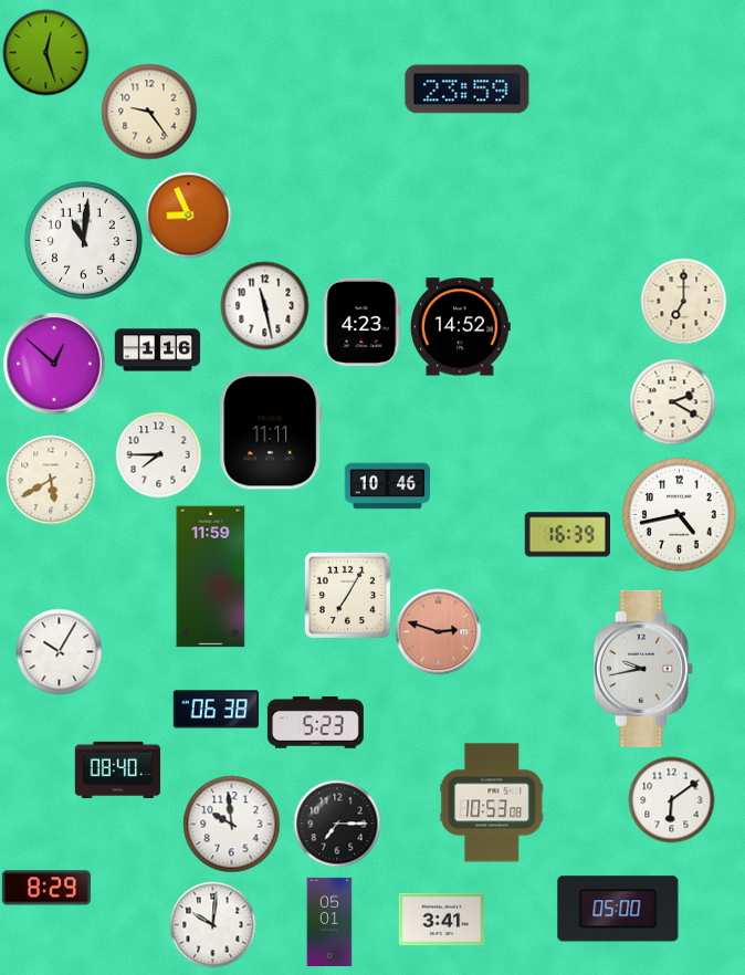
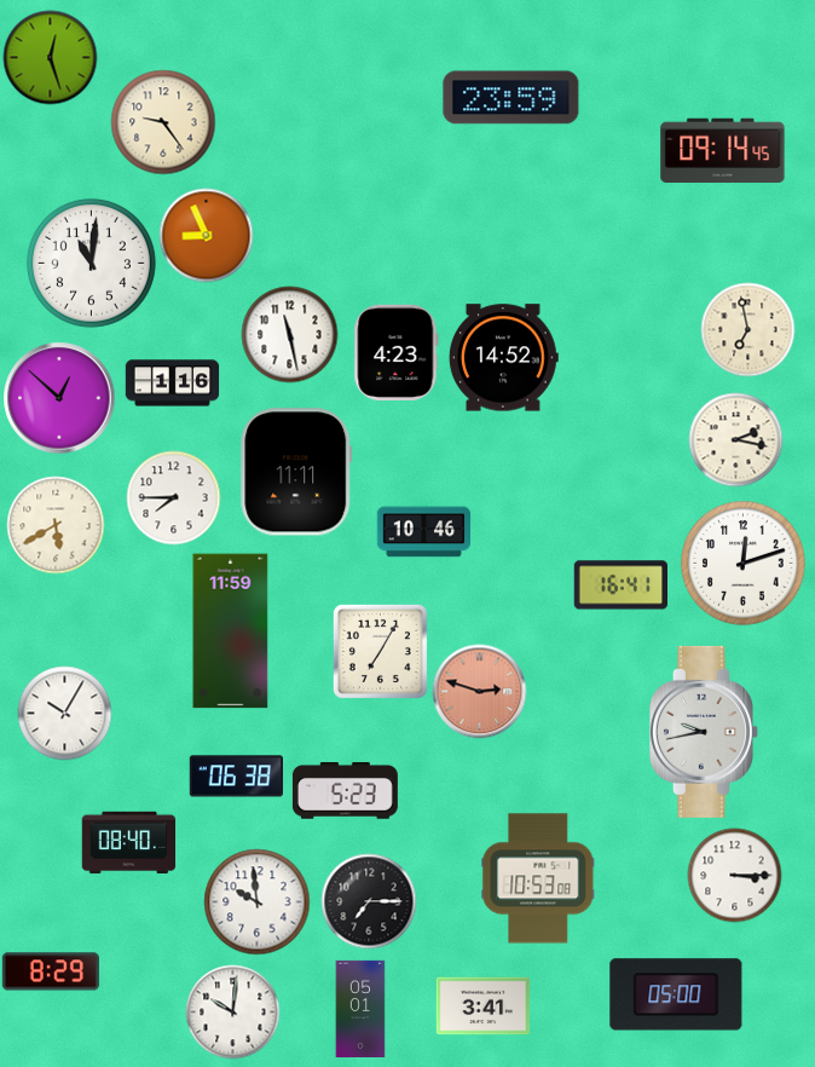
clock at (723, 151): none -> 09:14
clock at (683, 301): 7:00 -> 6:58
clock at (672, 401): 2:20 -> 2:17
clock at (680, 515): 4:43 -> 12:12
clock at (567, 535): 16:39 -> 16:41
clock at (671, 799): 6:09 -> 3:15
clock at (231, 824) position: (231, 824) -> (256, 901)
